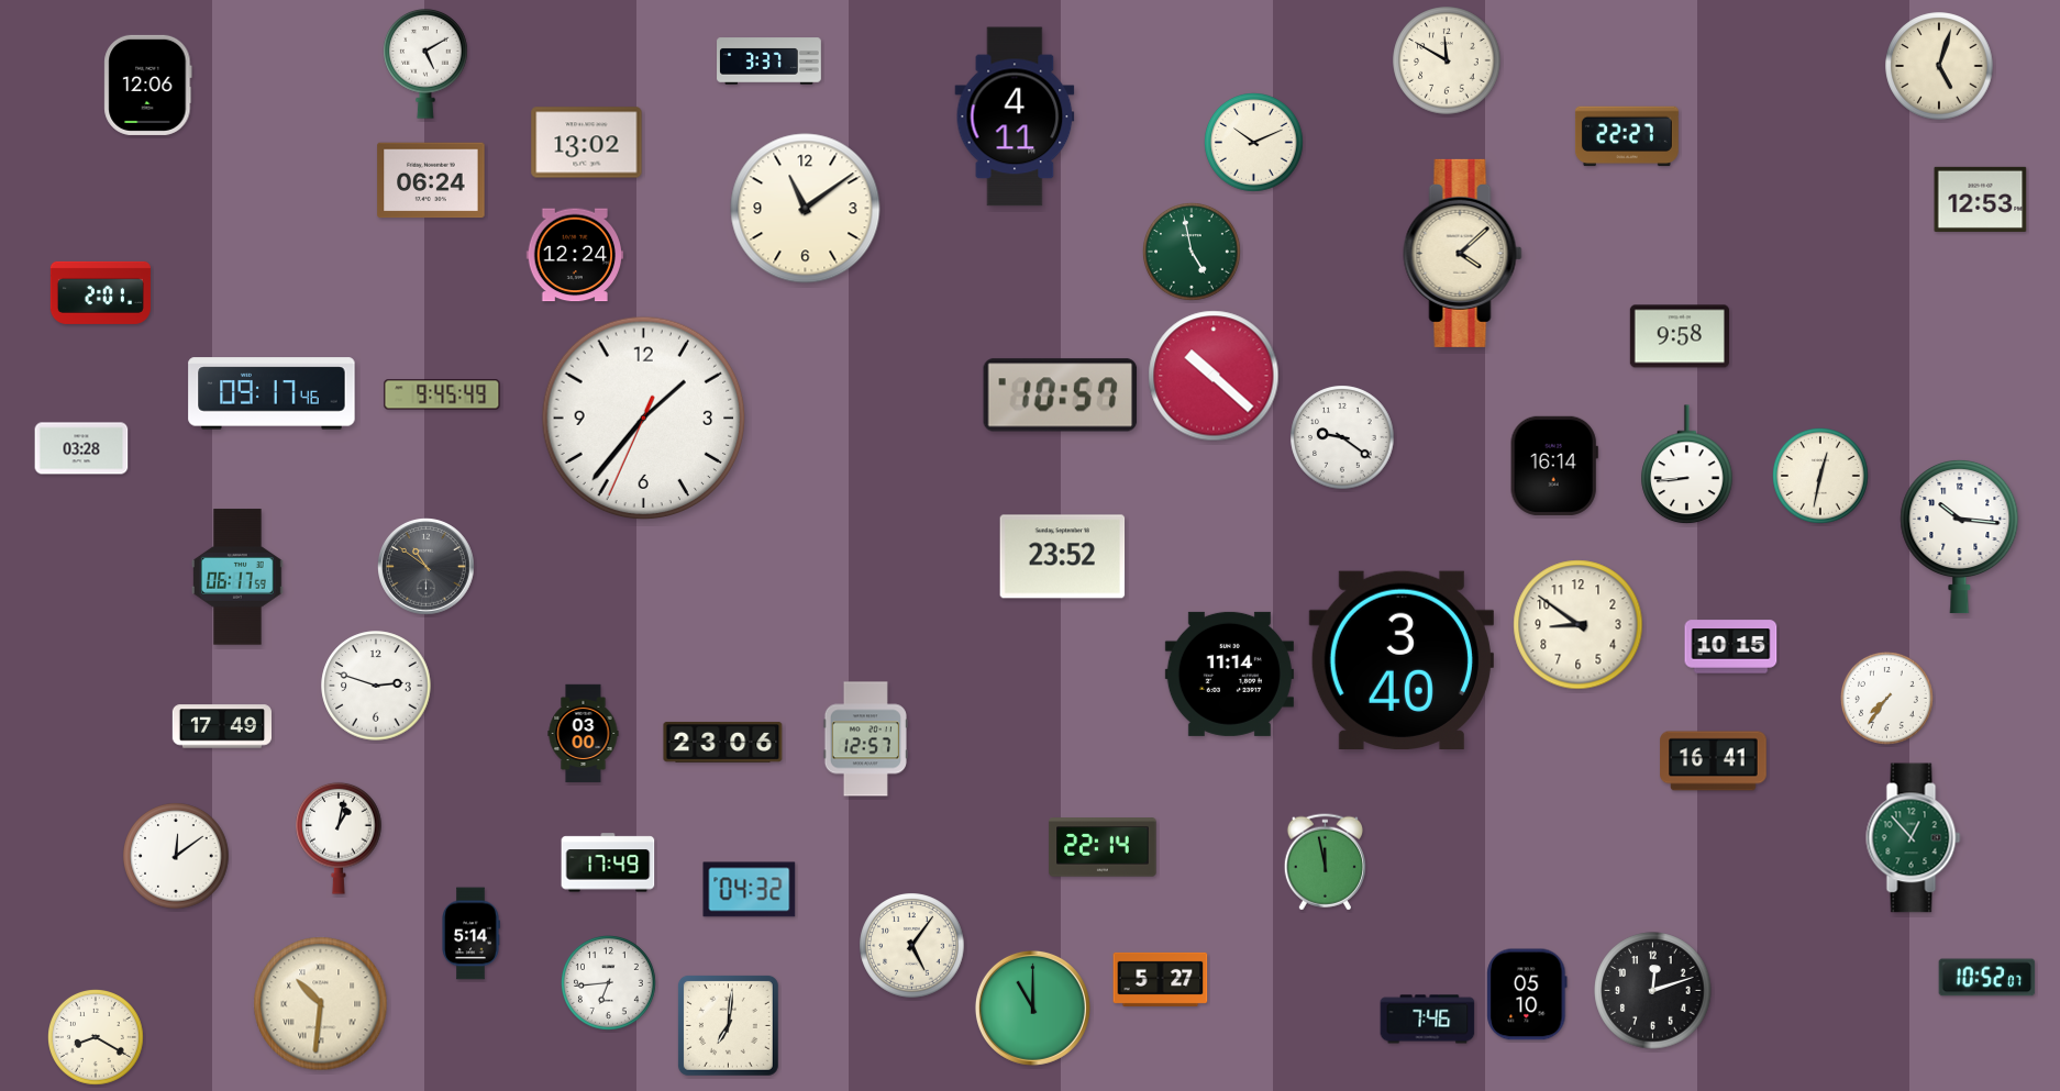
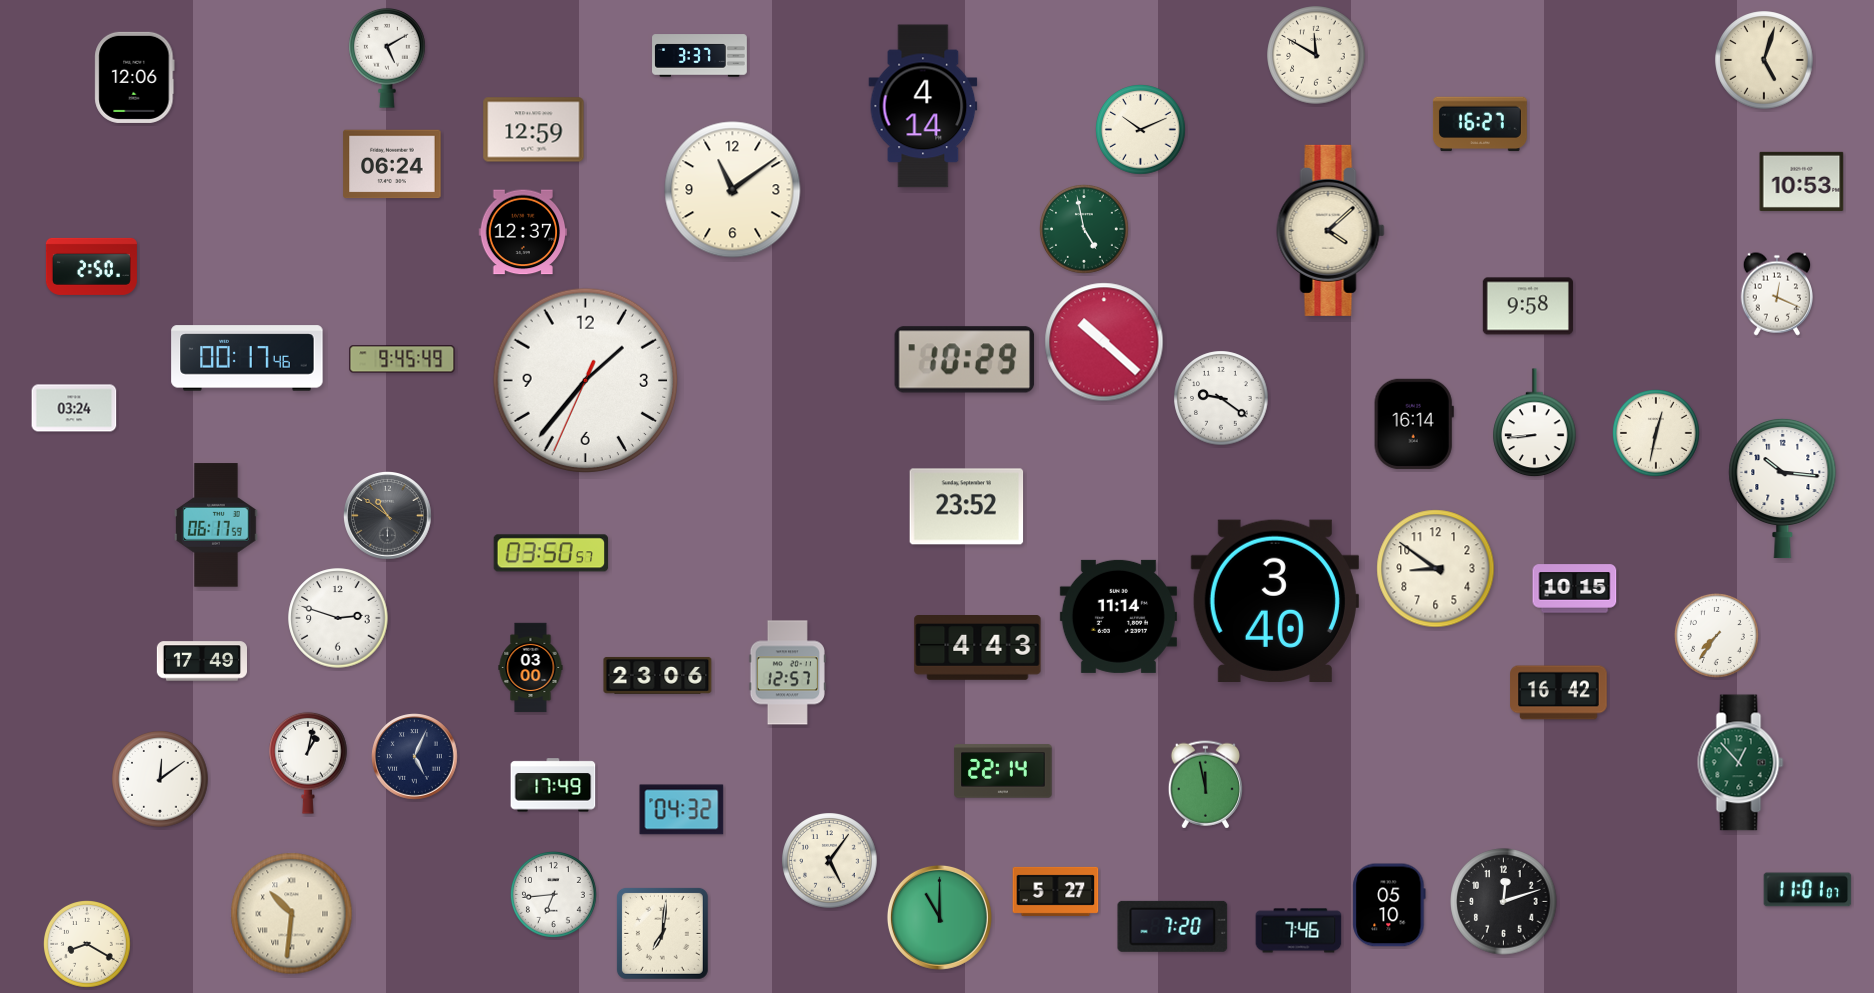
clock at (1015, 116): 4:11 -> 4:14
clock at (1627, 136): 22:27 -> 16:27
clock at (587, 143): 13:02 -> 12:59
clock at (1981, 199): 12:53 -> 10:53
clock at (575, 255): 12:24 -> 12:37
clock at (100, 292): 2:01 -> 2:50
clock at (1776, 294): none -> 12:19
clock at (272, 393): 09:17 -> 00:17
clock at (1061, 396): 10:57 -> 10:29
clock at (81, 448): 03:28 -> 03:24
clock at (551, 553): none -> 03:50
clock at (1229, 673) position: (1229, 673) -> (1118, 616)
clock at (376, 686) position: (376, 686) -> (338, 618)
clock at (978, 648): none -> 4:43
clock at (1714, 761): 16:41 -> 16:42
clock at (415, 757): none -> 5:04
clock at (470, 934): 5:14 -> none
clock at (1987, 978): 10:52 -> 11:01
clock at (1173, 926): none -> 7:20
clock at (1428, 1020) position: (1428, 1020) -> (1299, 931)
